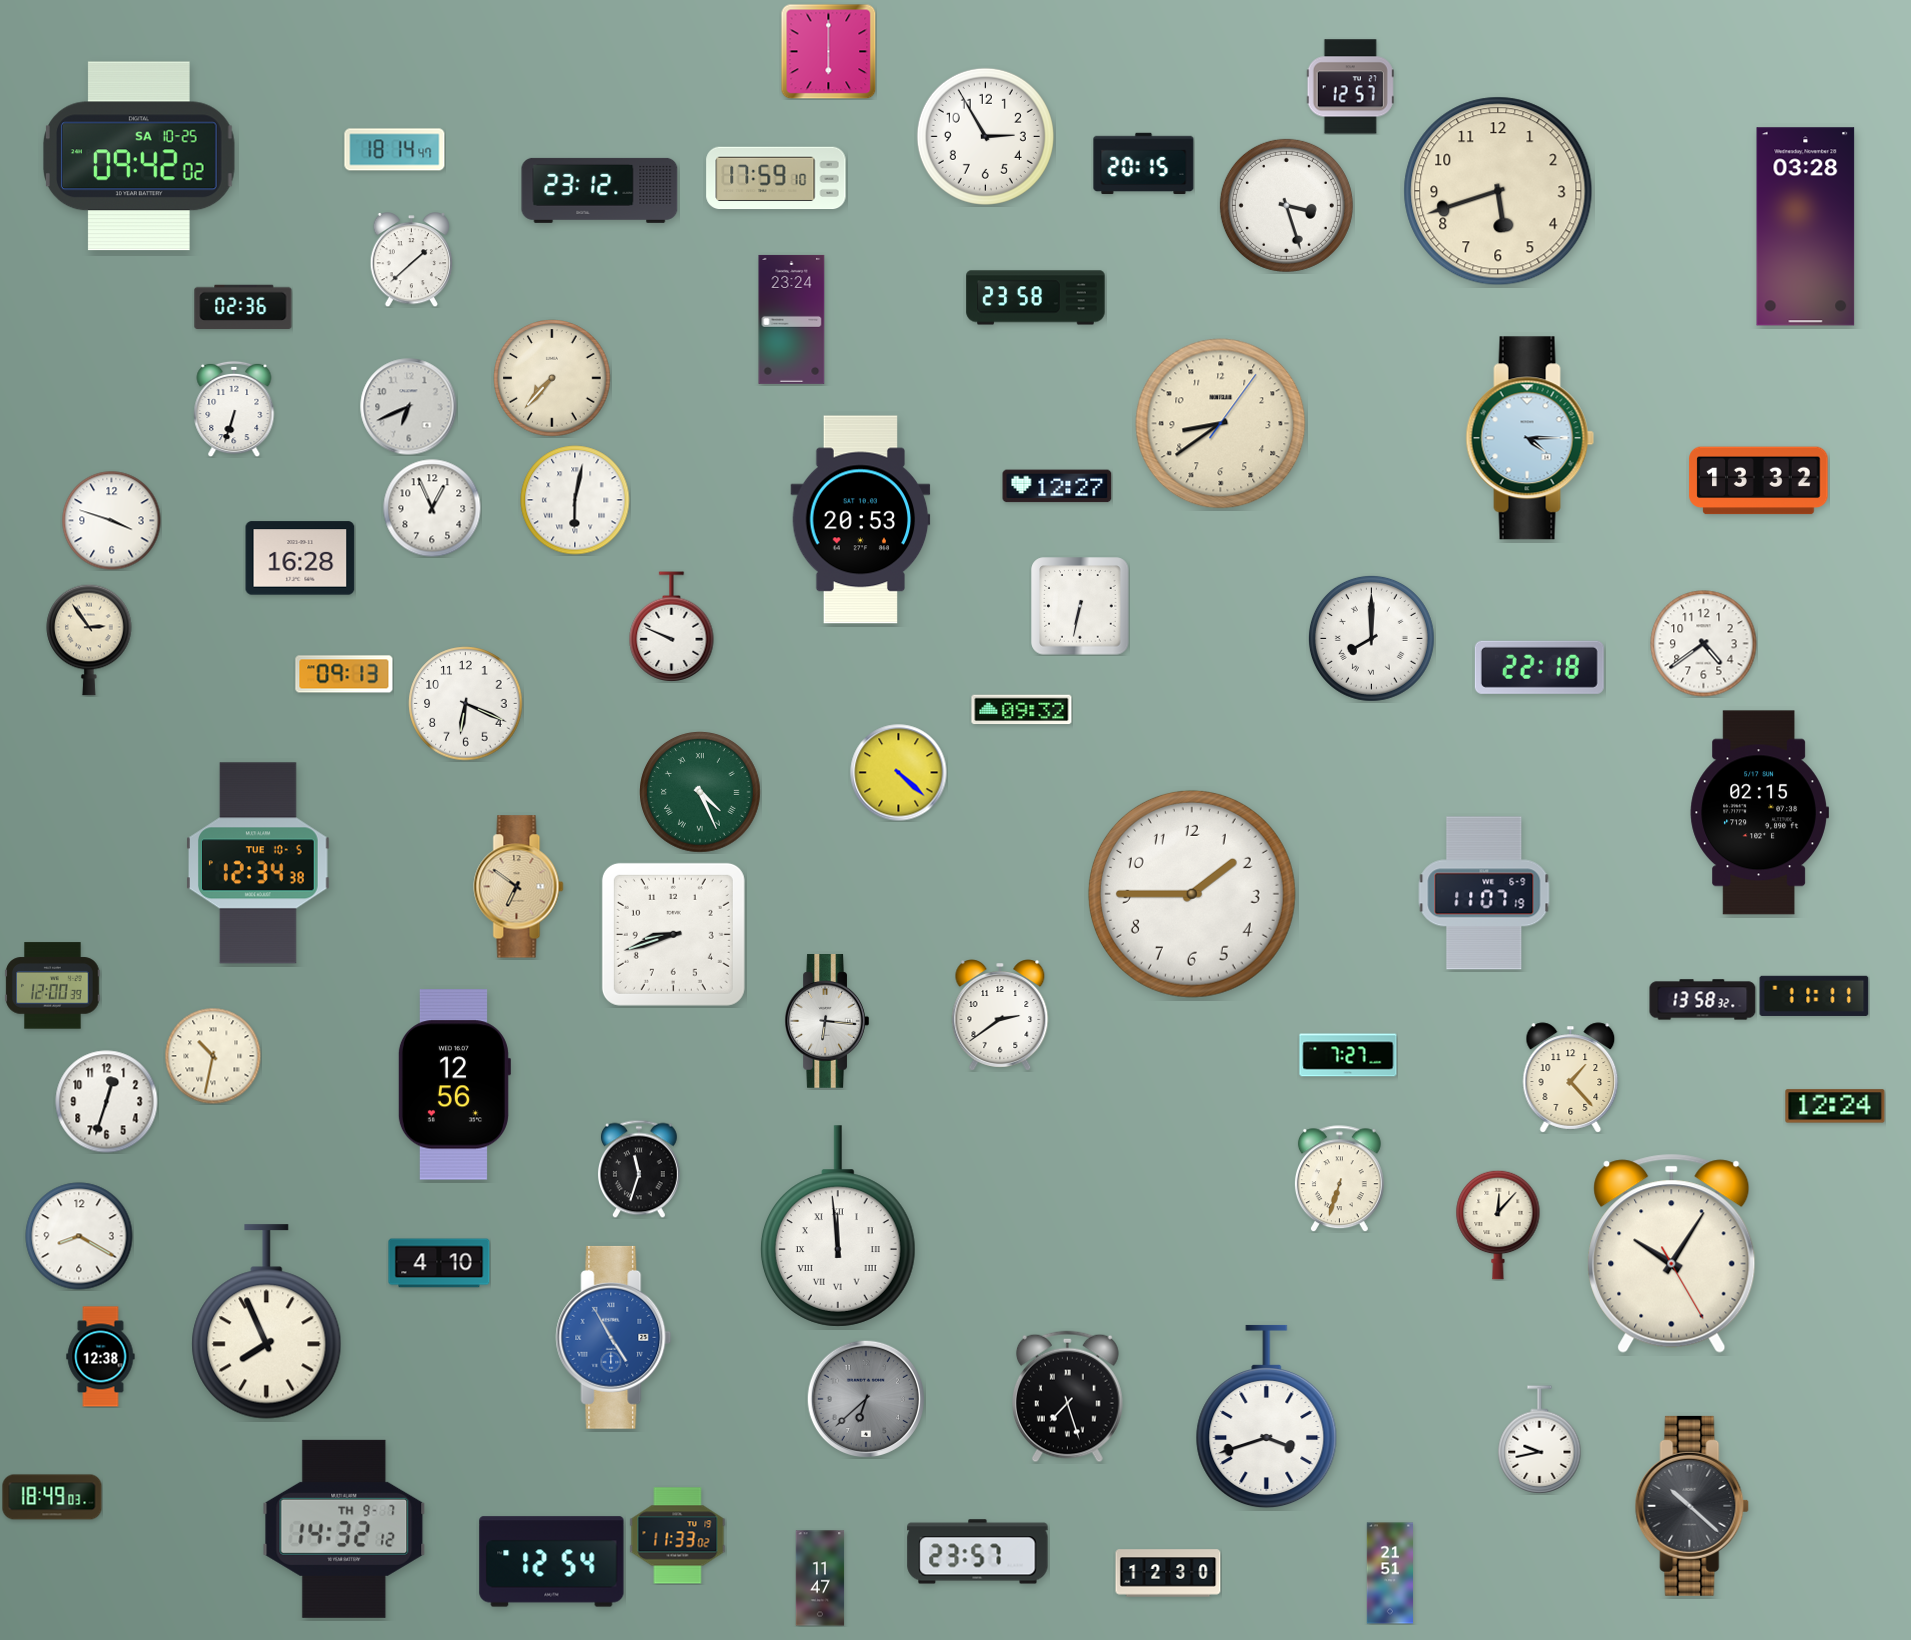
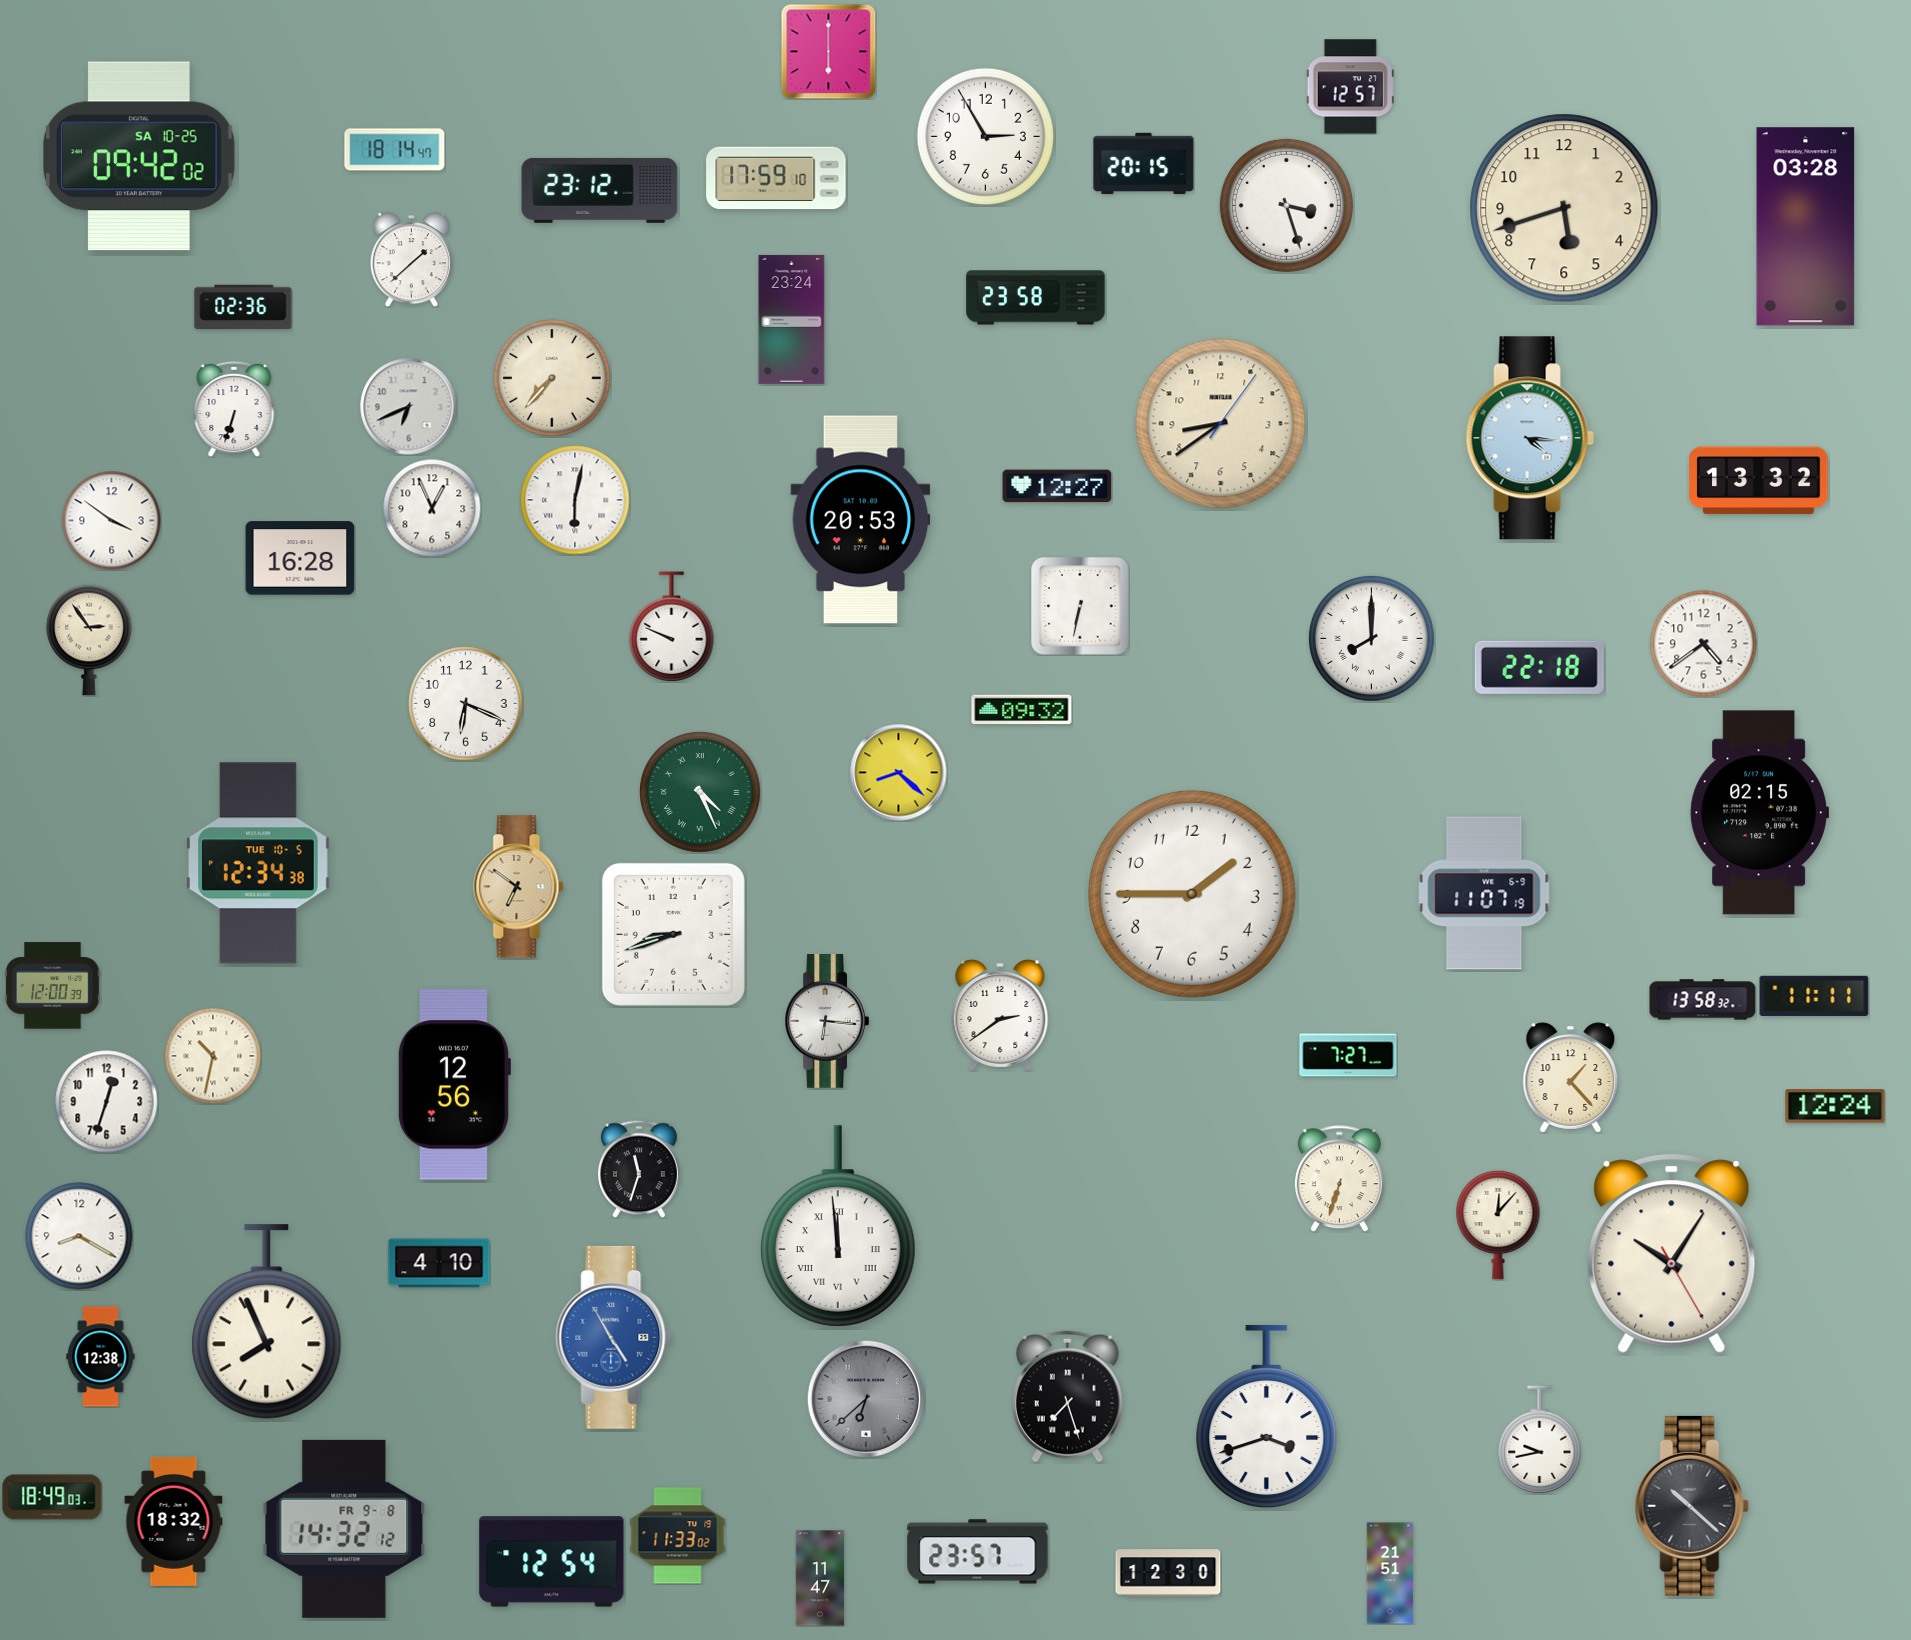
clock at (1498, 191) position: (1498, 191) -> (1564, 208)
clock at (1530, 438): 4:15 -> 4:16
clock at (112, 521): 3:48 -> 3:51
clock at (344, 674): 09:13 -> none
clock at (899, 773): 4:22 -> 8:22
clock at (174, 1521): none -> 18:32
clock at (344, 1529) date: TH 9-7 -> FR 9-8
